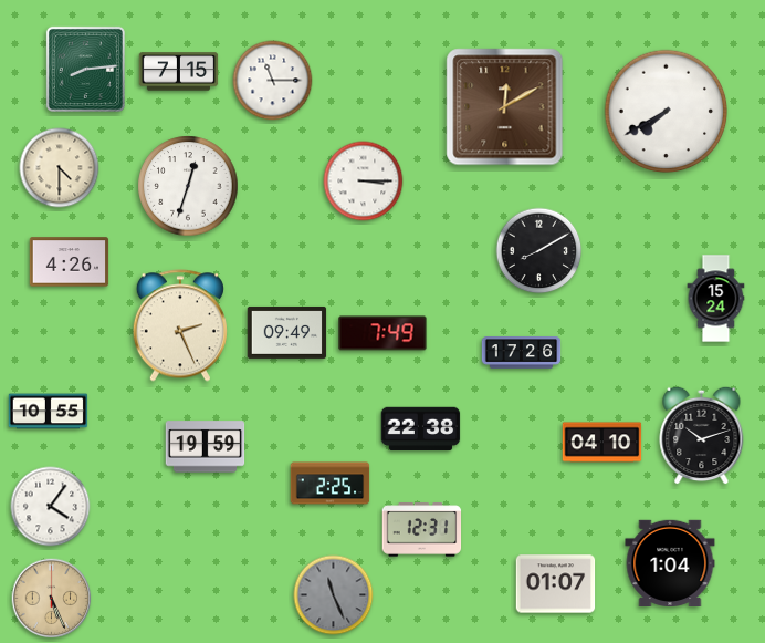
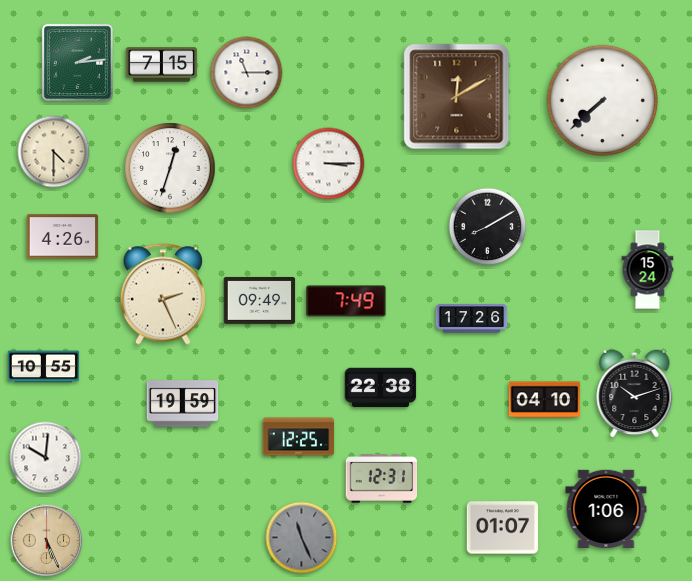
clock at (85, 69): 8:14 -> 2:14
clock at (667, 112): 7:40 -> 7:38
clock at (49, 412) position: (49, 412) -> (44, 367)
clock at (206, 447) position: (206, 447) -> (183, 404)
clock at (331, 484): 2:25 -> 12:25
clock at (51, 507): 4:06 -> 10:01
clock at (670, 562): 1:04 -> 1:06
